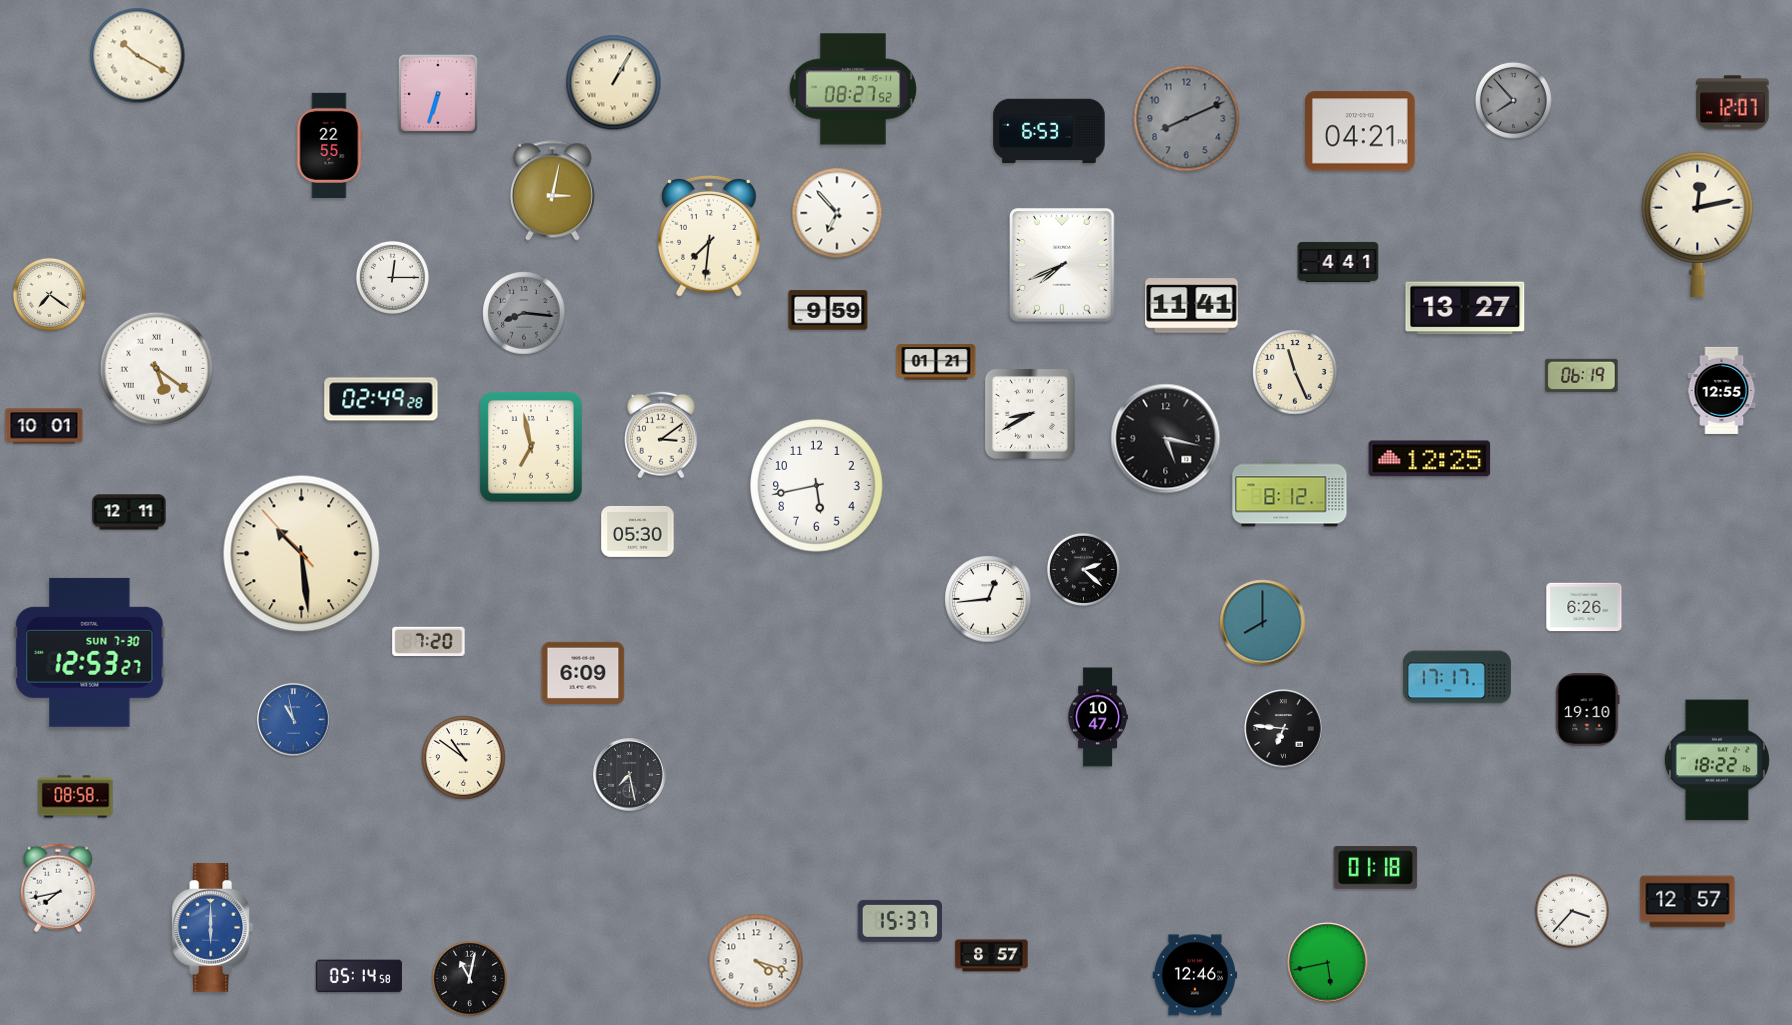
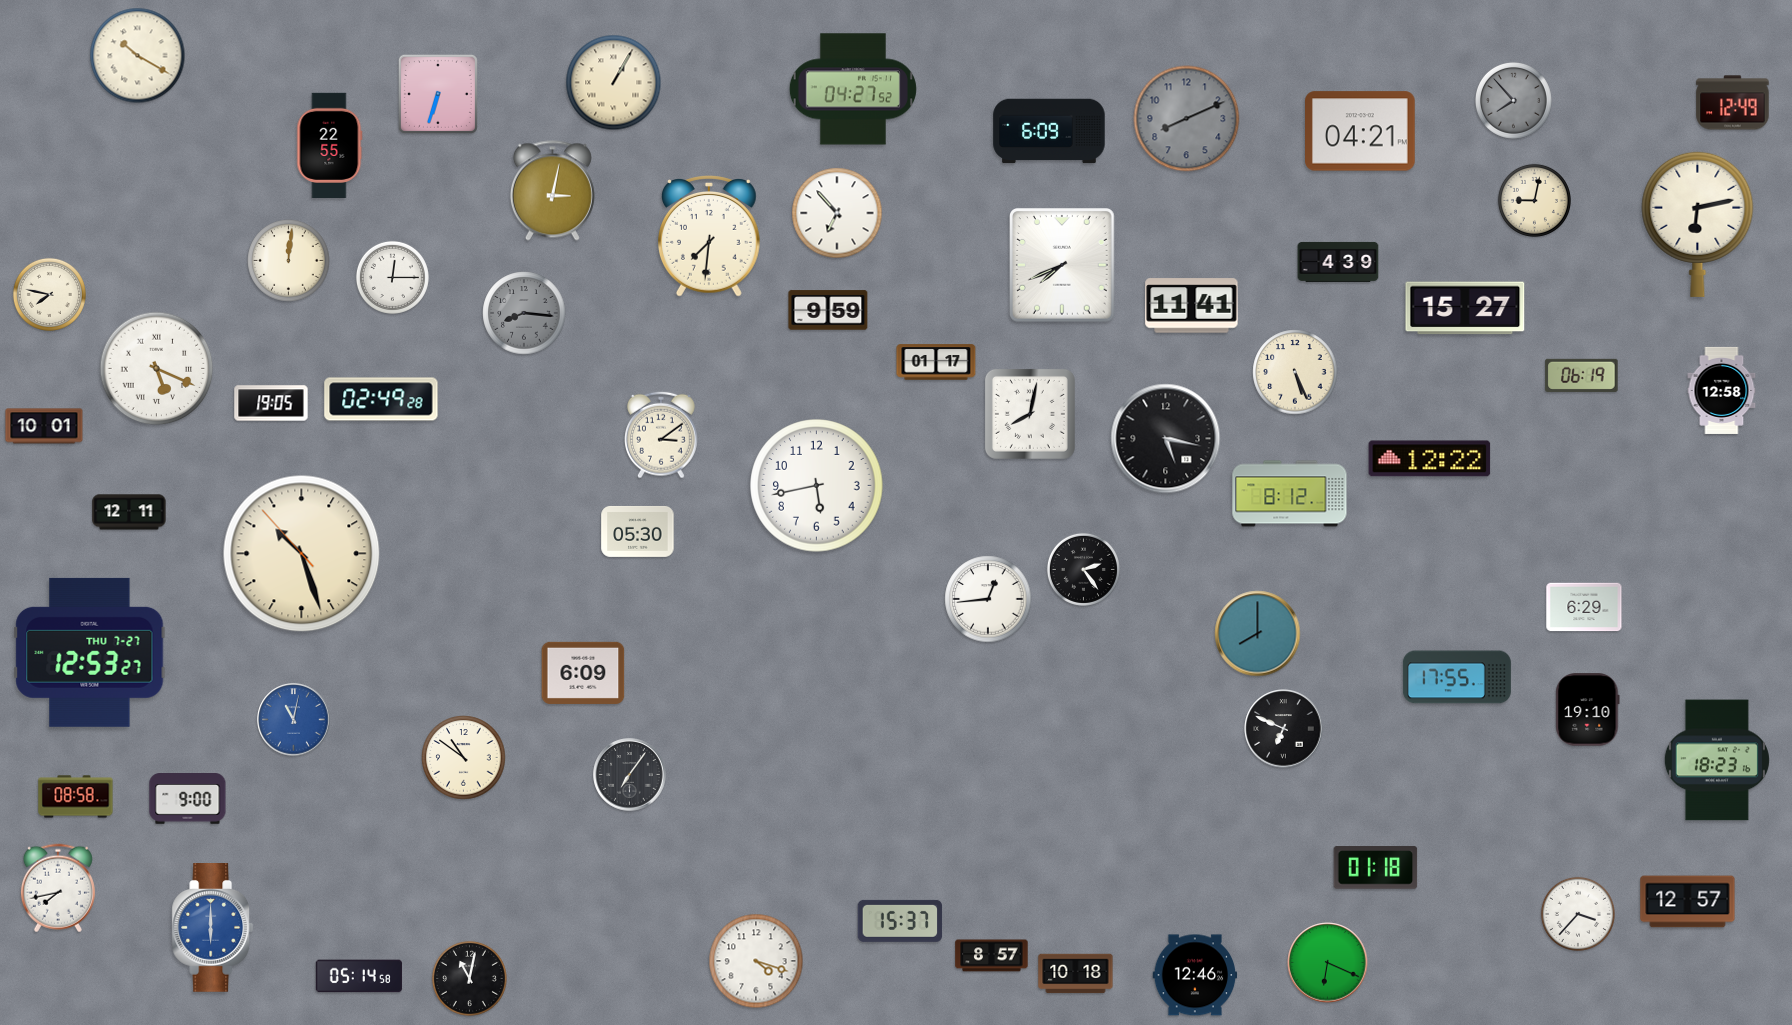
clock at (853, 89): 08:27 -> 04:27
clock at (1733, 103): 12:07 -> 12:49
clock at (1049, 131): 6:53 -> 6:09
clock at (1534, 200): none -> 9:02
clock at (1698, 224): 12:13 -> 6:13
clock at (289, 261): none -> 12:01
clock at (1338, 262): 4:41 -> 4:39
clock at (49, 294): 7:21 -> 7:47
clock at (1465, 308): 13:27 -> 15:27
clock at (936, 362): 01:21 -> 01:17
clock at (157, 369): 5:21 -> 5:19
clock at (1295, 372): 11:26 -> 5:26
clock at (1722, 390): 12:55 -> 12:58
clock at (271, 403): none -> 19:05
clock at (1030, 414): 8:40 -> 8:02
clock at (531, 447): 6:58 -> none
clock at (1430, 459): 12:25 -> 12:22
clock at (302, 554): 10:28 -> 10:26
clock at (1083, 569): 2:22 -> 2:24
clock at (1584, 607): 6:26 -> 6:29
clock at (1263, 623) position: (1263, 623) -> (1258, 634)
clock at (429, 641): 7:20 -> none
clock at (90, 652) date: SUN 7-30 -> THU 7-27
clock at (1457, 677): 17:17 -> 17:55
clock at (1098, 717): 10:47 -> none
clock at (294, 720): 10:58 -> 11:02
clock at (1284, 729): 6:46 -> 6:49
clock at (1717, 760): 18:22 -> 18:23
clock at (630, 775): 7:28 -> 7:06
clock at (188, 799): none -> 9:00
clock at (1572, 911) position: (1572, 911) -> (1578, 914)
clock at (1328, 963): 5:43 -> 6:19
clock at (1076, 974): none -> 10:18
